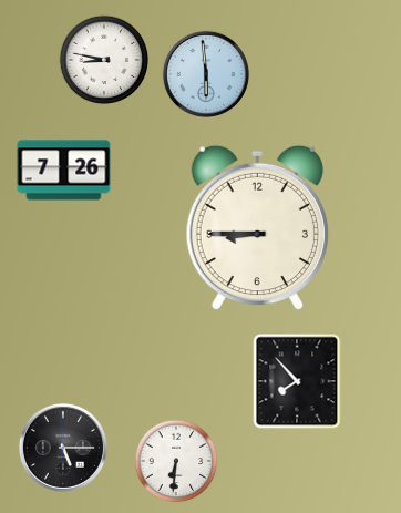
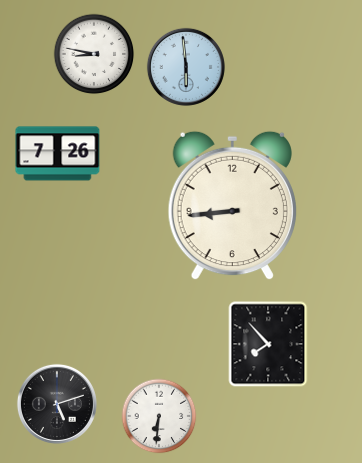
clock at (257, 228): 8:45 -> 8:44
clock at (63, 448): 5:15 -> 5:12
